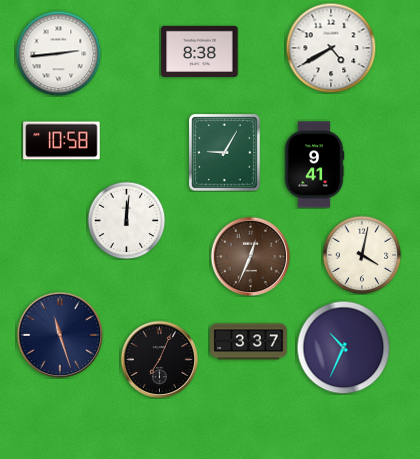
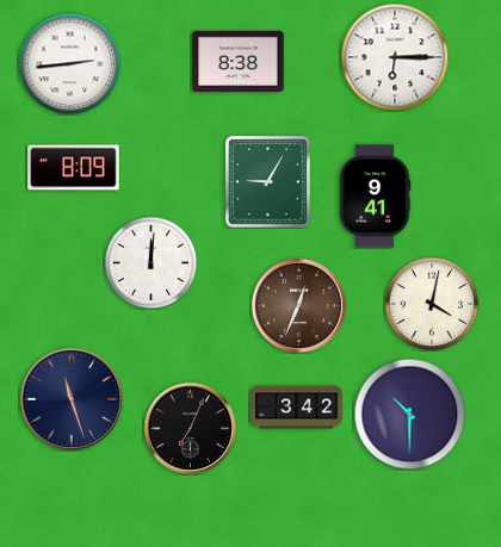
clock at (331, 48): 4:40 -> 6:15
clock at (62, 141): 10:58 -> 8:09
clock at (249, 342): 3:37 -> 3:42
clock at (343, 347): 10:34 -> 10:30
